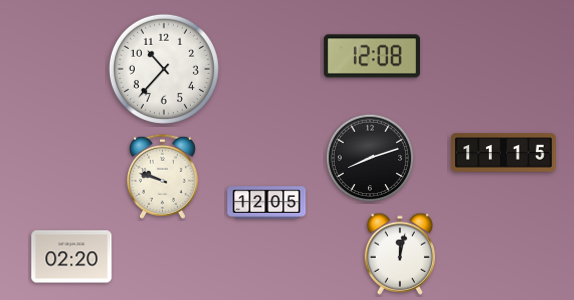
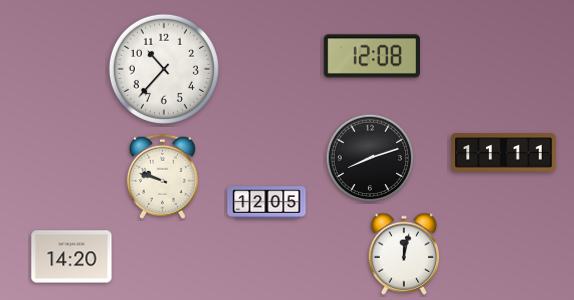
clock at (504, 153): 11:15 -> 11:11
clock at (400, 254) position: (400, 254) -> (404, 254)
clock at (72, 257): 02:20 -> 14:20
